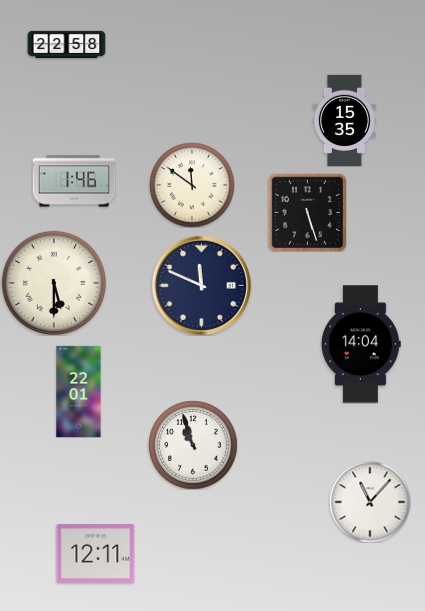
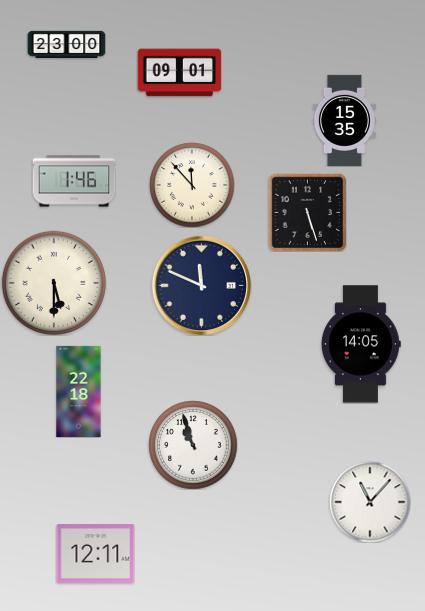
clock at (66, 45): 22:58 -> 23:00
clock at (179, 73): none -> 09:01
clock at (192, 185): 11:51 -> 11:53
clock at (361, 344): 14:04 -> 14:05
clock at (79, 391): 22:01 -> 22:18
